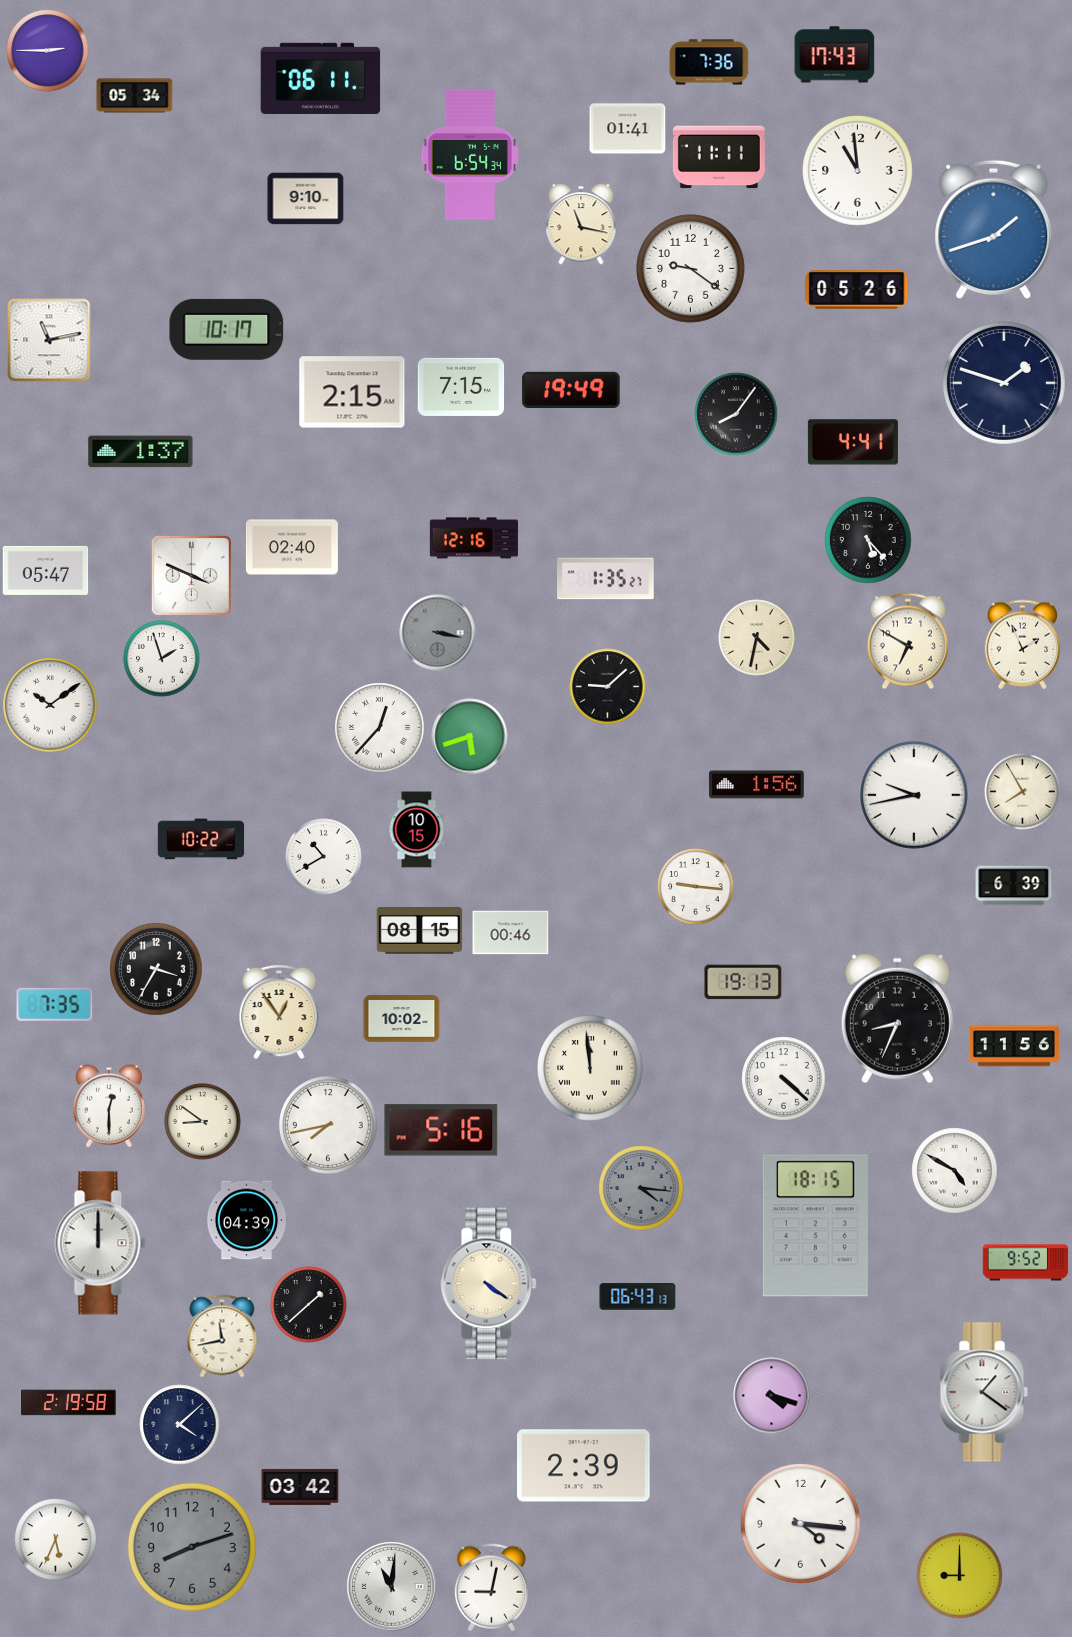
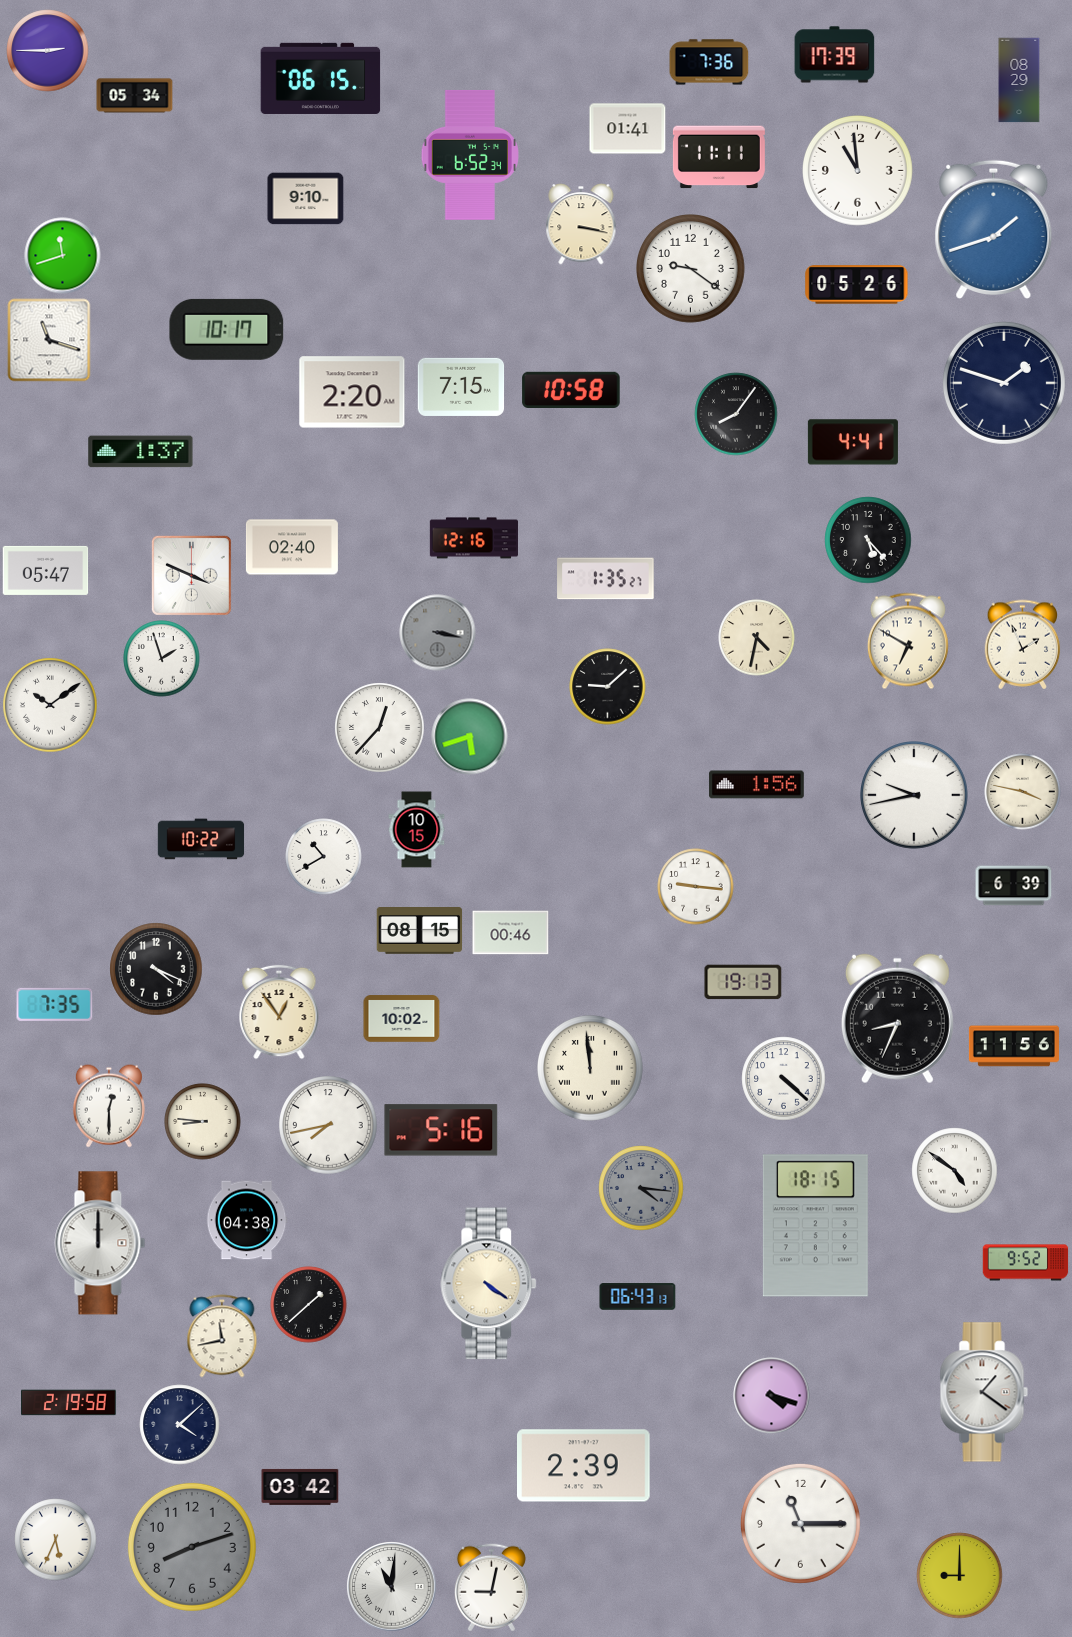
clock at (835, 55): 17:43 -> 17:39
clock at (321, 78): 06:11 -> 06:15
clock at (1019, 80): none -> 08:29
clock at (470, 155): 6:54 -> 6:52
clock at (581, 224): 11:17 -> 3:17
clock at (63, 256): none -> 11:42
clock at (857, 290) position: (857, 290) -> (857, 285)
clock at (49, 340): 11:13 -> 11:18
clock at (571, 390): 19:49 -> 10:58
clock at (352, 392): 2:15 -> 2:20
clock at (1023, 792): 7:55 -> 3:47
clock at (156, 969): 3:35 -> 4:19
clock at (203, 1122): 8:51 -> 8:46
clock at (955, 1171): 4:50 -> 4:51
clock at (247, 1220): 04:39 -> 04:38
clock at (800, 1523): 4:16 -> 11:15
